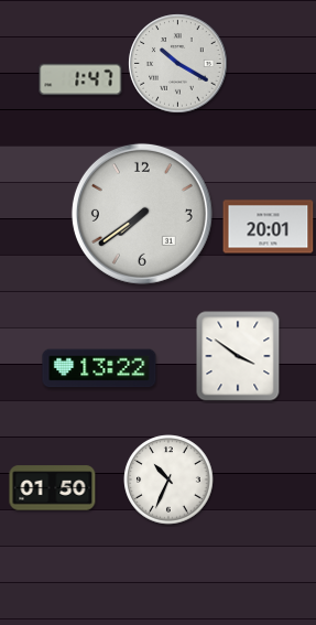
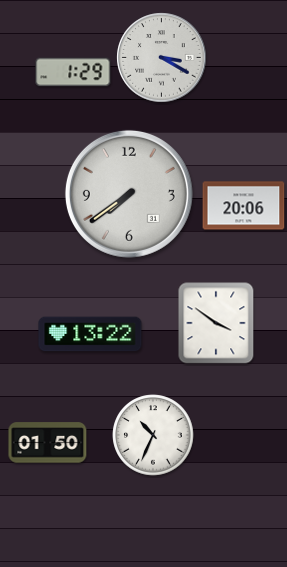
clock at (178, 64): 10:20 -> 3:20
clock at (80, 79): 1:47 -> 1:29
clock at (269, 227): 20:01 -> 20:06
